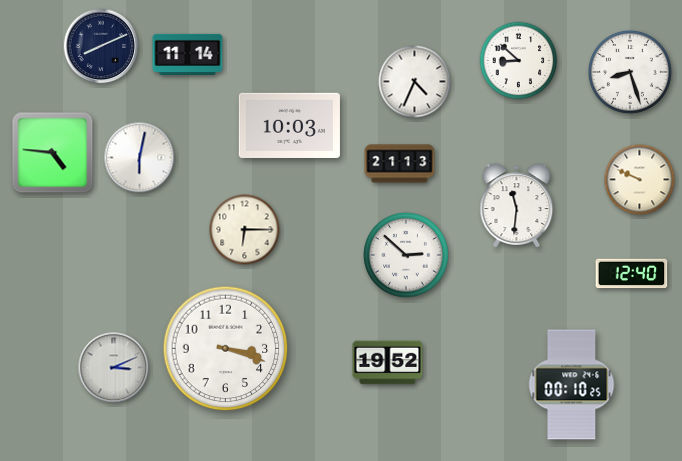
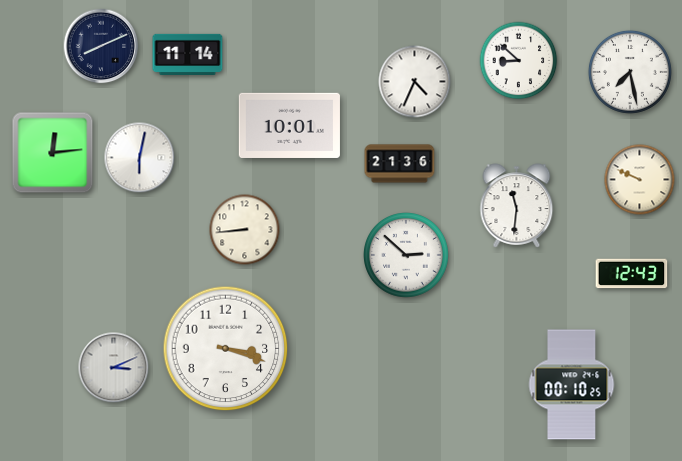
clock at (630, 72): 8:27 -> 7:28
clock at (289, 125): 10:03 -> 10:01
clock at (53, 153): 4:46 -> 12:14
clock at (400, 164): 21:13 -> 21:36
clock at (245, 230): 6:15 -> 8:44
clock at (632, 274): 12:40 -> 12:43
clock at (388, 363): 19:52 -> none
